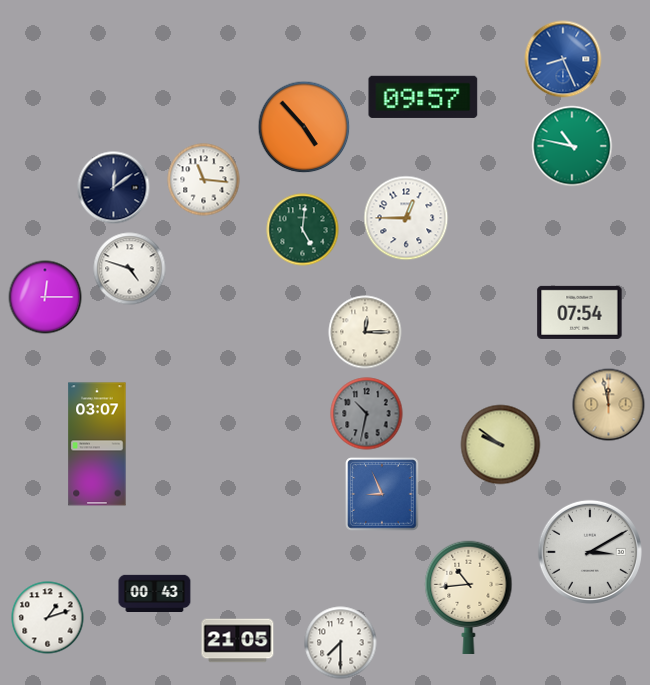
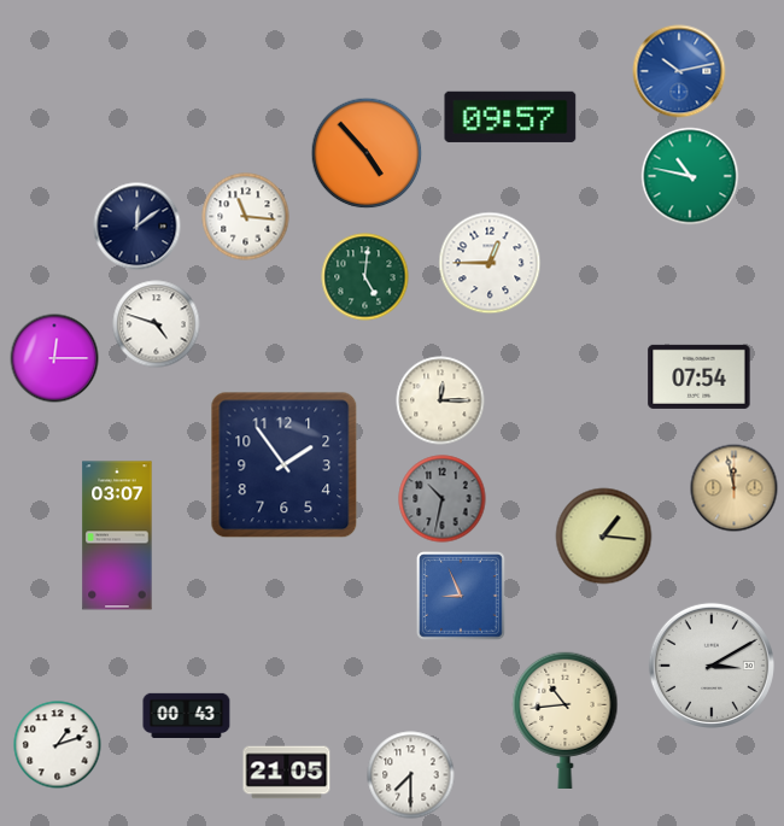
clock at (563, 59): 8:26 -> 10:13
clock at (285, 465): none -> 1:54
clock at (501, 445): 9:51 -> 1:16
